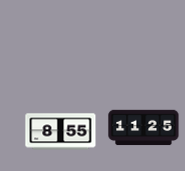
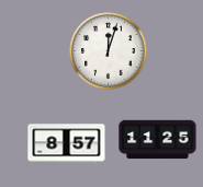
clock at (109, 51): none -> 12:03
clock at (61, 132): 8:55 -> 8:57
